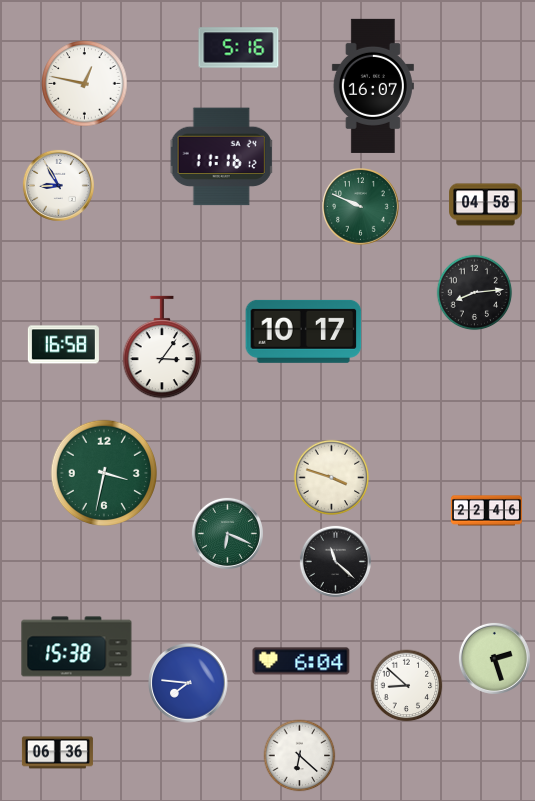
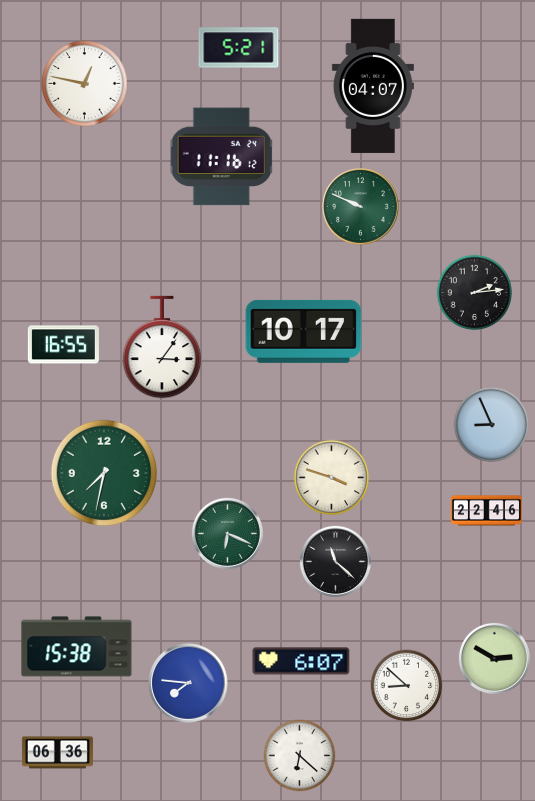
clock at (239, 48): 5:16 -> 5:21
clock at (373, 86): 16:07 -> 04:07
clock at (58, 185): 8:55 -> none
clock at (486, 205): 04:58 -> none
clock at (475, 293): 8:14 -> 2:14
clock at (63, 345): 16:58 -> 16:55
clock at (492, 425): none -> 8:56
clock at (103, 472): 3:32 -> 7:32
clock at (494, 658): 2:27 -> 2:50
clock at (301, 661): 6:04 -> 6:07
